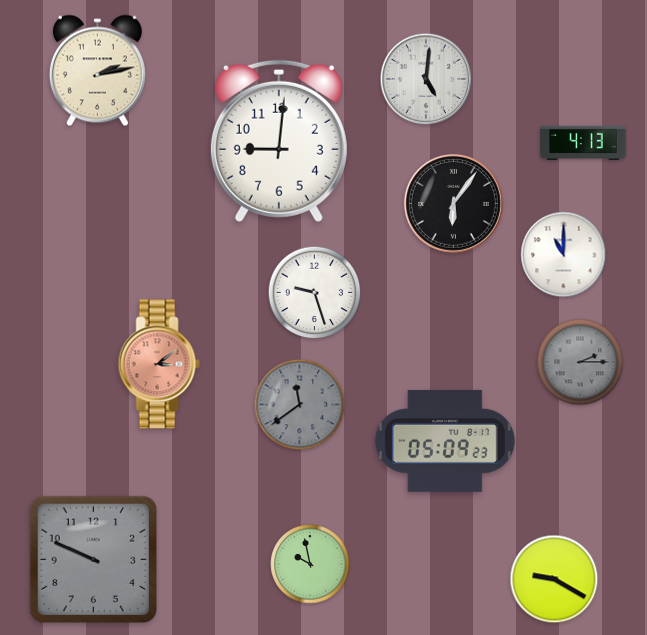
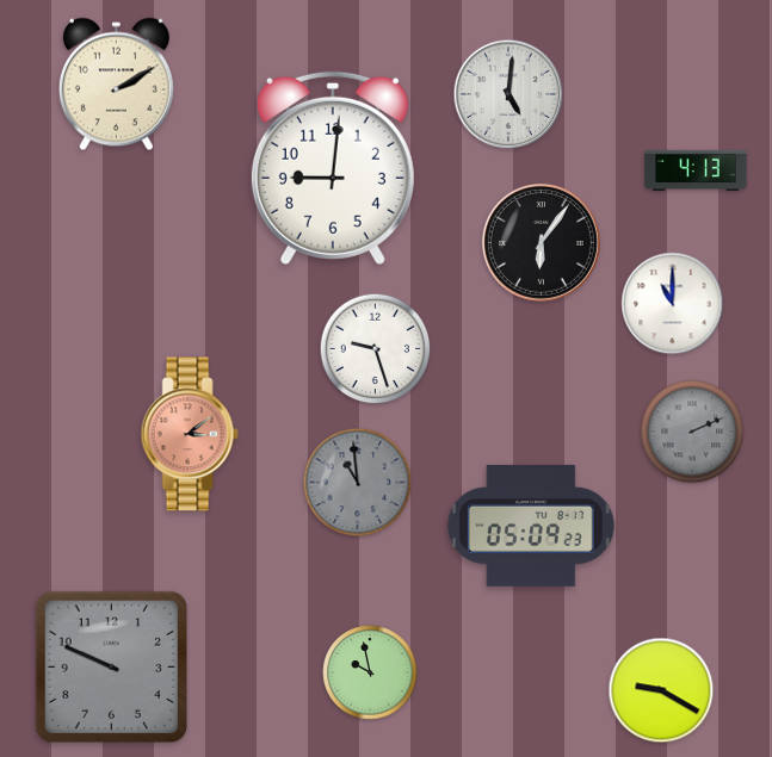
clock at (97, 71): 2:13 -> 2:10
clock at (580, 362): 2:15 -> 2:11
clock at (300, 405): 11:39 -> 10:59
